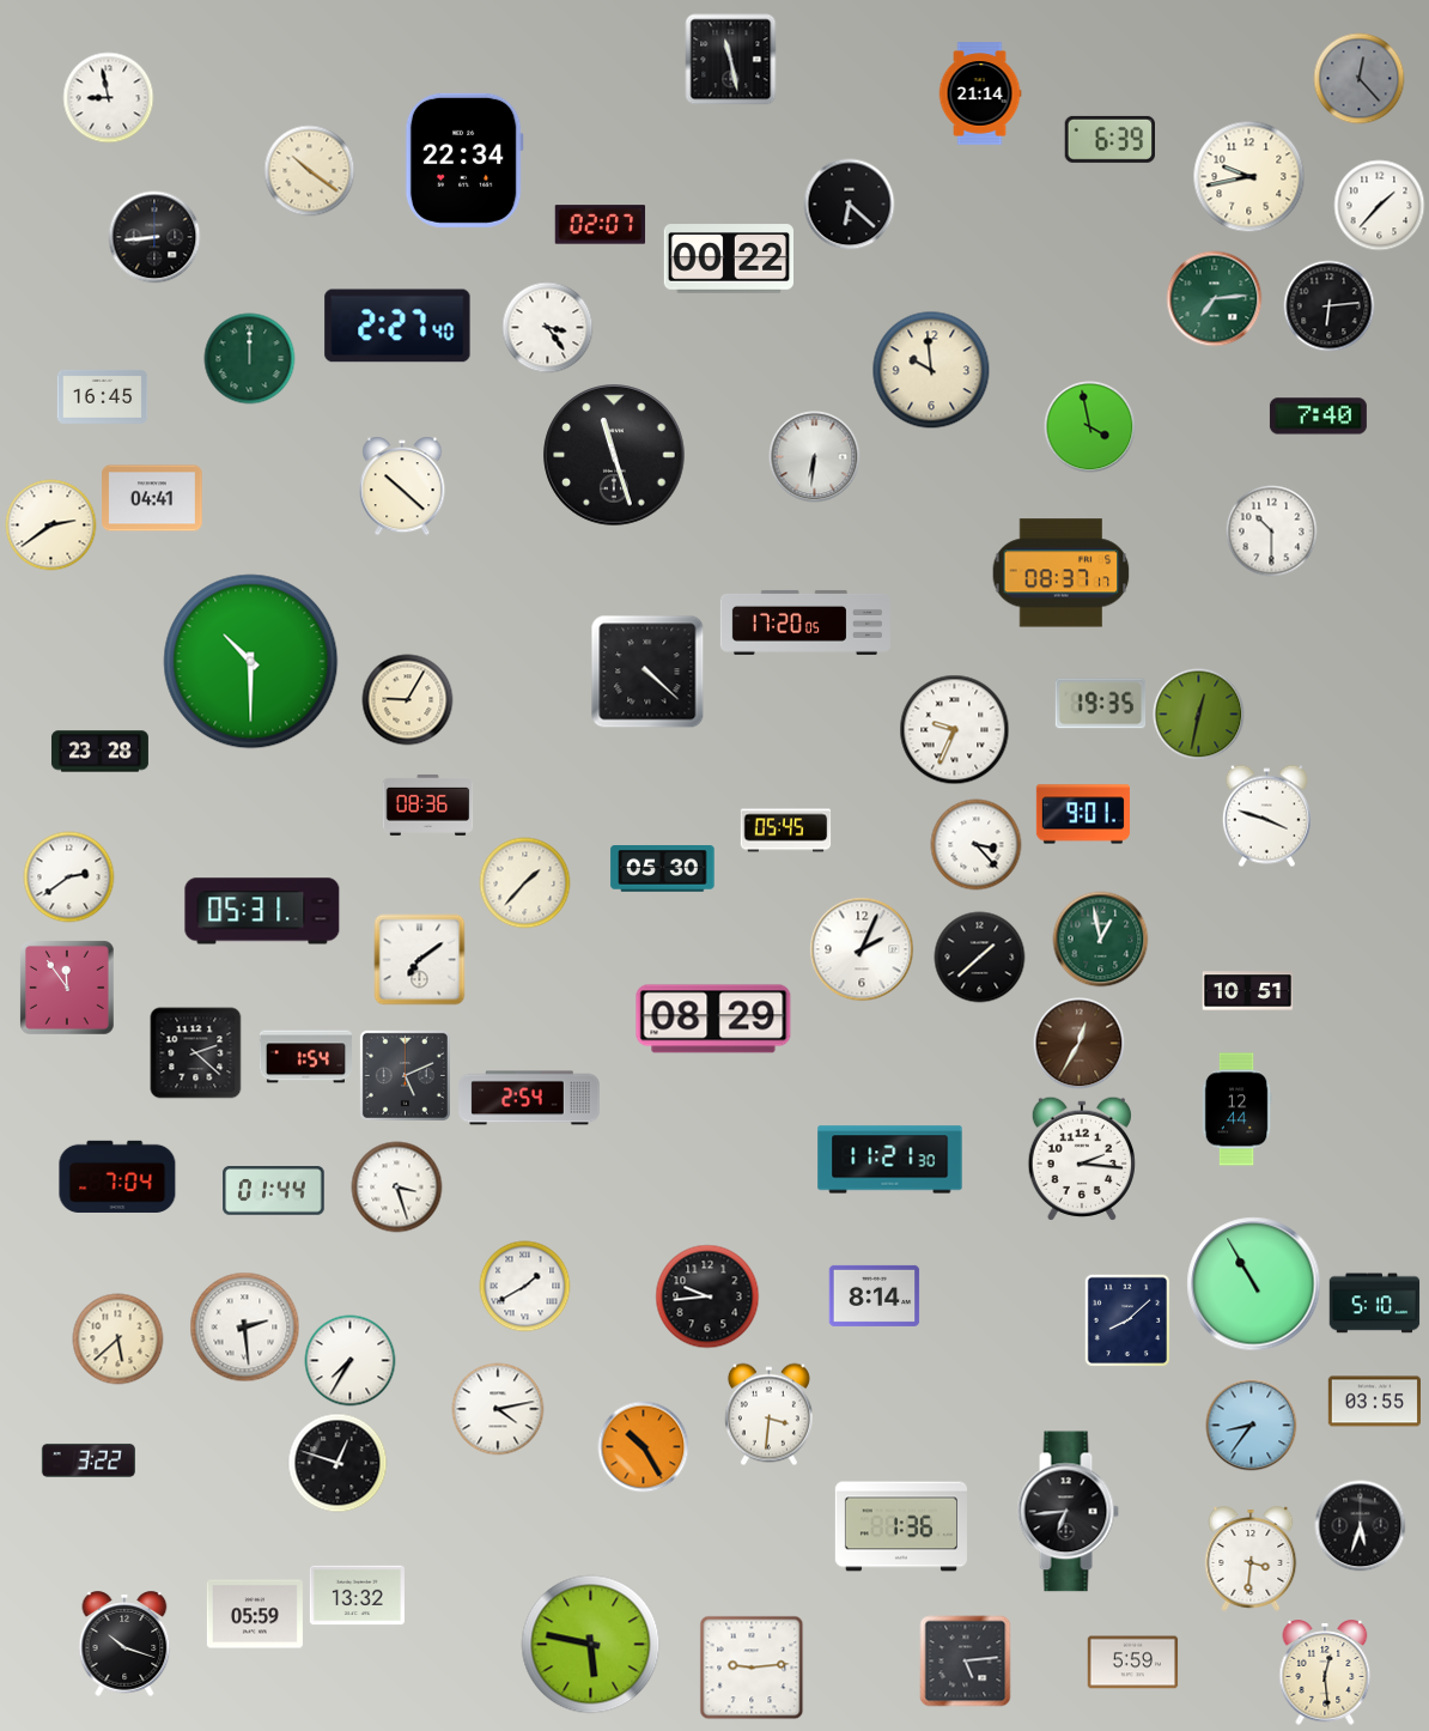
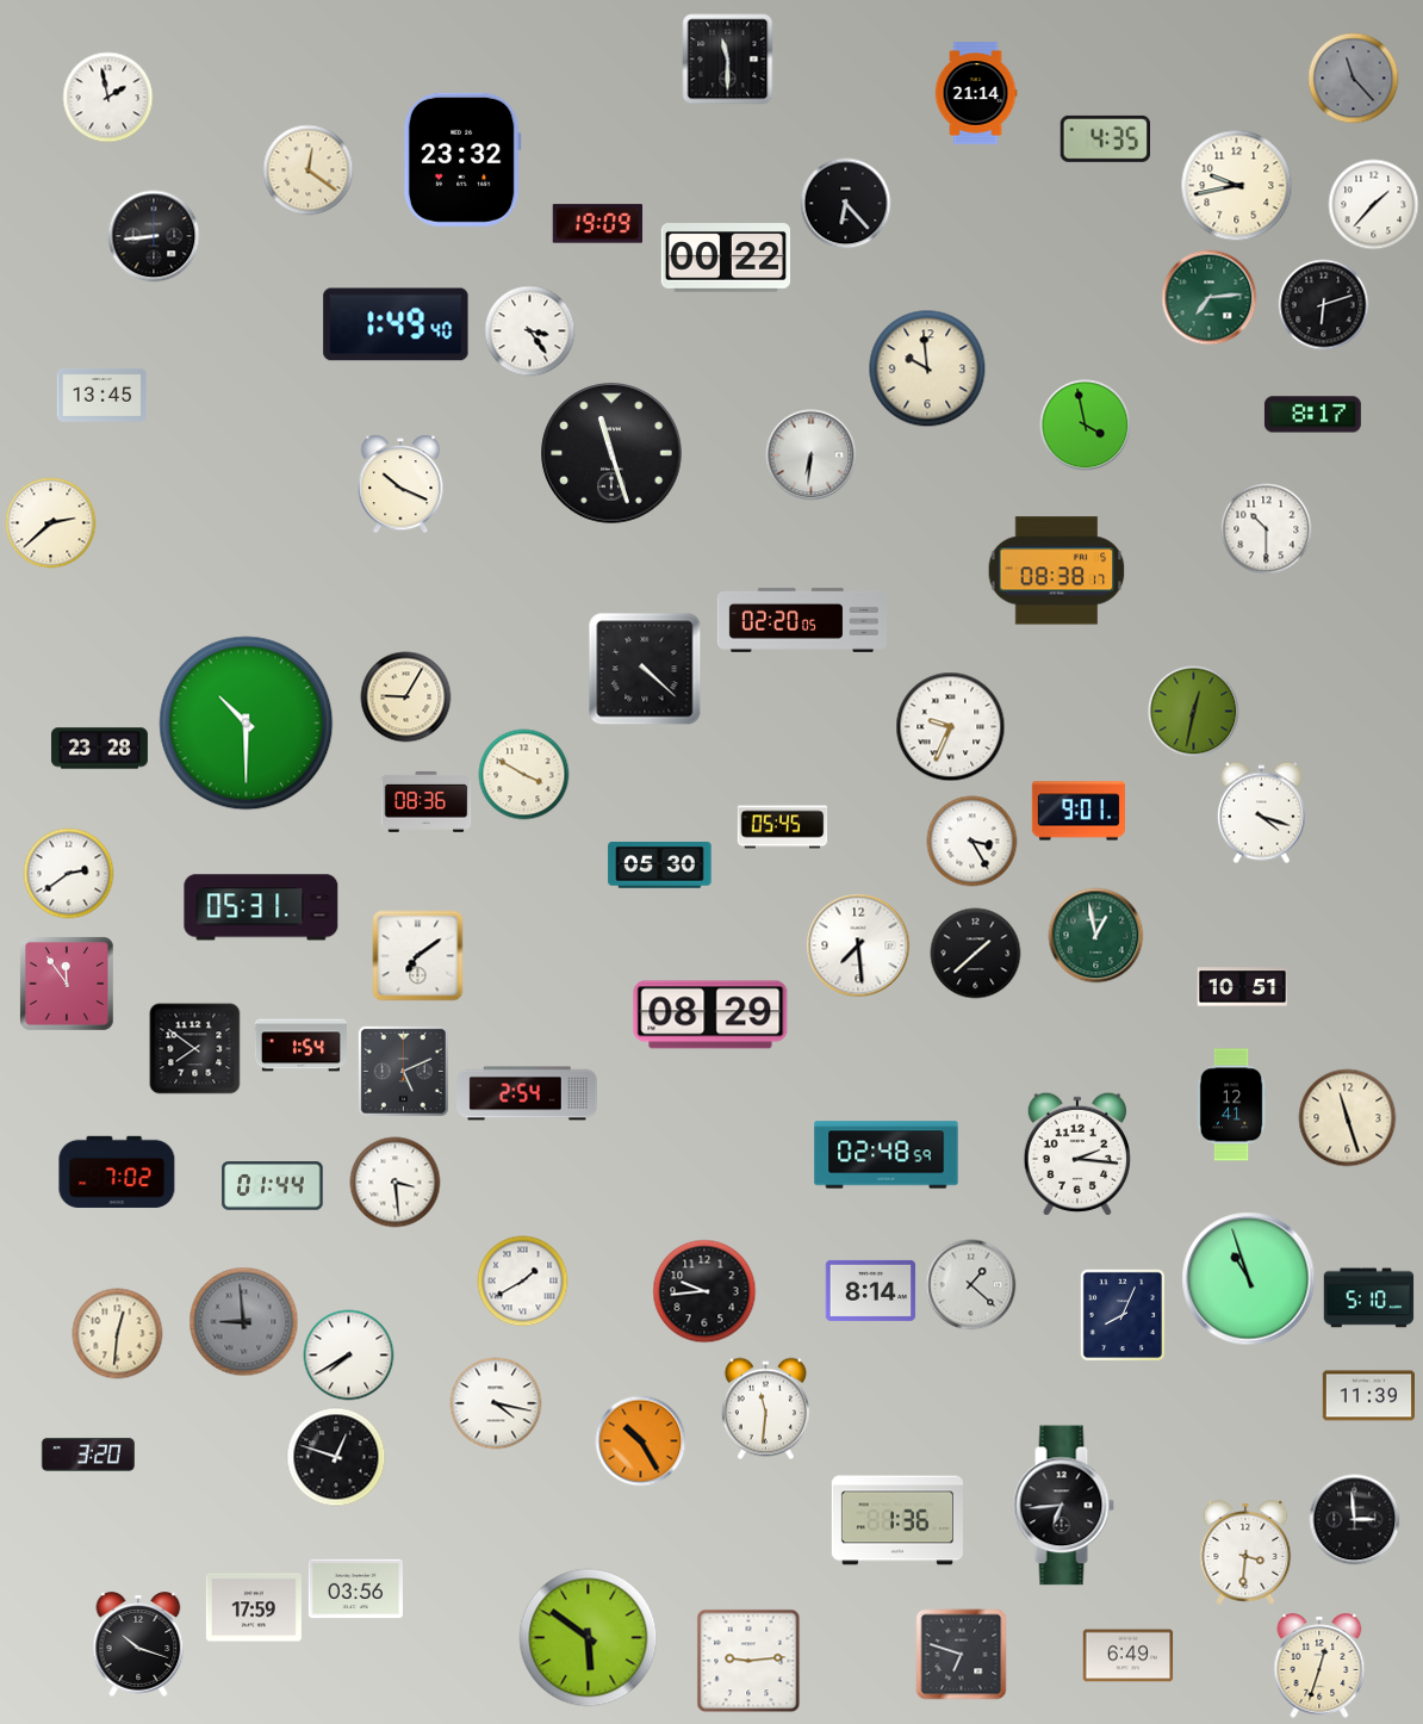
clock at (731, 60): 11:28 -> 11:30
clock at (1360, 79): 12:23 -> 11:23
clock at (109, 98): 8:58 -> 1:58
clock at (1109, 139): 6:39 -> 4:35
clock at (464, 160): 22:34 -> 23:32
clock at (310, 171): 10:21 -> 12:21
clock at (1249, 177) position: (1249, 177) -> (1237, 186)
clock at (850, 205): 6:22 -> 6:23
clock at (601, 225): 02:07 -> 19:09
clock at (1330, 306): 6:14 -> 6:12
clock at (397, 326): 2:27 -> 1:49
clock at (548, 328) position: (548, 328) -> (530, 331)
clock at (250, 359): 12:00 -> none
clock at (103, 396): 16:45 -> 13:45
clock at (1318, 417): 7:40 -> 8:17
clock at (402, 486): 10:22 -> 10:19
clock at (152, 498): 04:41 -> none
clock at (51, 526): 2:39 -> 2:38
clock at (1062, 573): 08:37 -> 08:38
clock at (805, 622): 17:20 -> 02:20
clock at (251, 662) position: (251, 662) -> (247, 724)
clock at (1101, 704): 19:35 -> none
clock at (524, 775): none -> 3:50
clock at (1266, 816): 3:48 -> 4:18
clock at (977, 845): 3:23 -> 3:25
clock at (525, 883): 1:37 -> none
clock at (862, 949): 2:04 -> 7:29
clock at (1080, 1044): 12:35 -> none
clock at (196, 1053): 2:22 -> 7:51
clock at (305, 1057) position: (305, 1057) -> (300, 1046)
clock at (1236, 1110): 12:44 -> 12:41
clock at (1348, 1118): none -> 11:27
clock at (890, 1160): 11:21 -> 02:48
clock at (117, 1176): 7:04 -> 7:02
clock at (397, 1188): 3:27 -> 3:29
clock at (1254, 1284): 10:55 -> 10:57
clock at (971, 1285): none -> 1:22
clock at (1127, 1320): 8:08 -> 8:04
clock at (245, 1328): 2:29 -> 8:59
clock at (245, 1328) dial: white -> grey
clock at (118, 1340): 5:38 -> 12:31
clock at (351, 1361): 7:35 -> 7:40
clock at (1374, 1402): 03:55 -> 11:39
clock at (498, 1409): 4:13 -> 4:17
clock at (768, 1415): 3:31 -> 11:31
clock at (1252, 1426): 8:36 -> none
clock at (89, 1460): 3:22 -> 3:20
clock at (1361, 1526): 5:33 -> 2:59
clock at (357, 1596): 13:32 -> 03:56
clock at (255, 1614): 05:59 -> 17:59
clock at (124, 1644) position: (124, 1644) -> (138, 1644)
clock at (591, 1645): 5:47 -> 5:51
clock at (966, 1662): 5:14 -> 6:48
clock at (1133, 1663): 5:59 -> 6:49
clock at (1325, 1672): 12:29 -> 12:33
